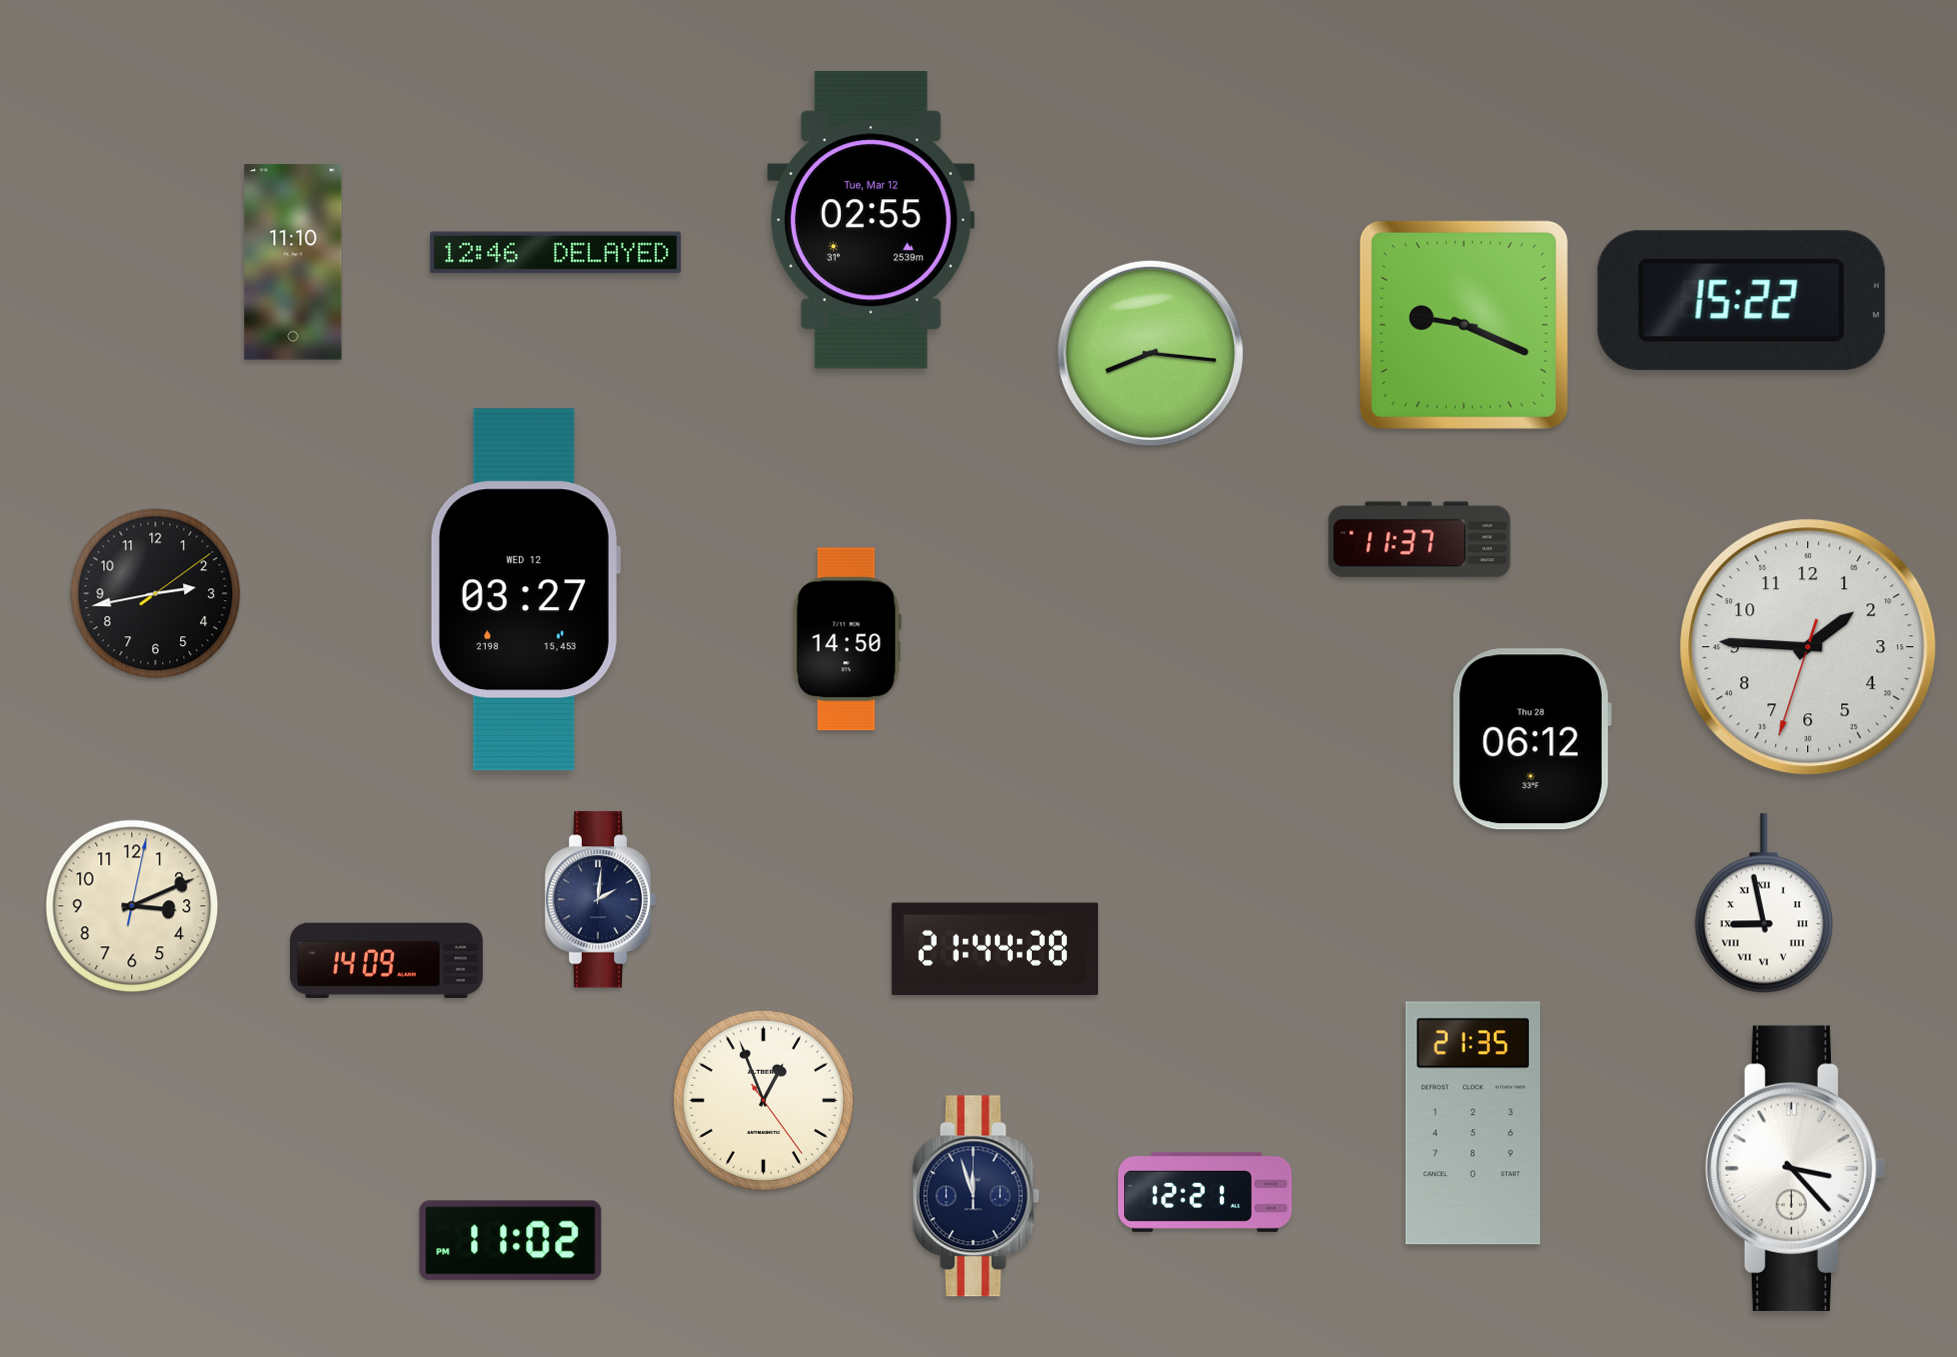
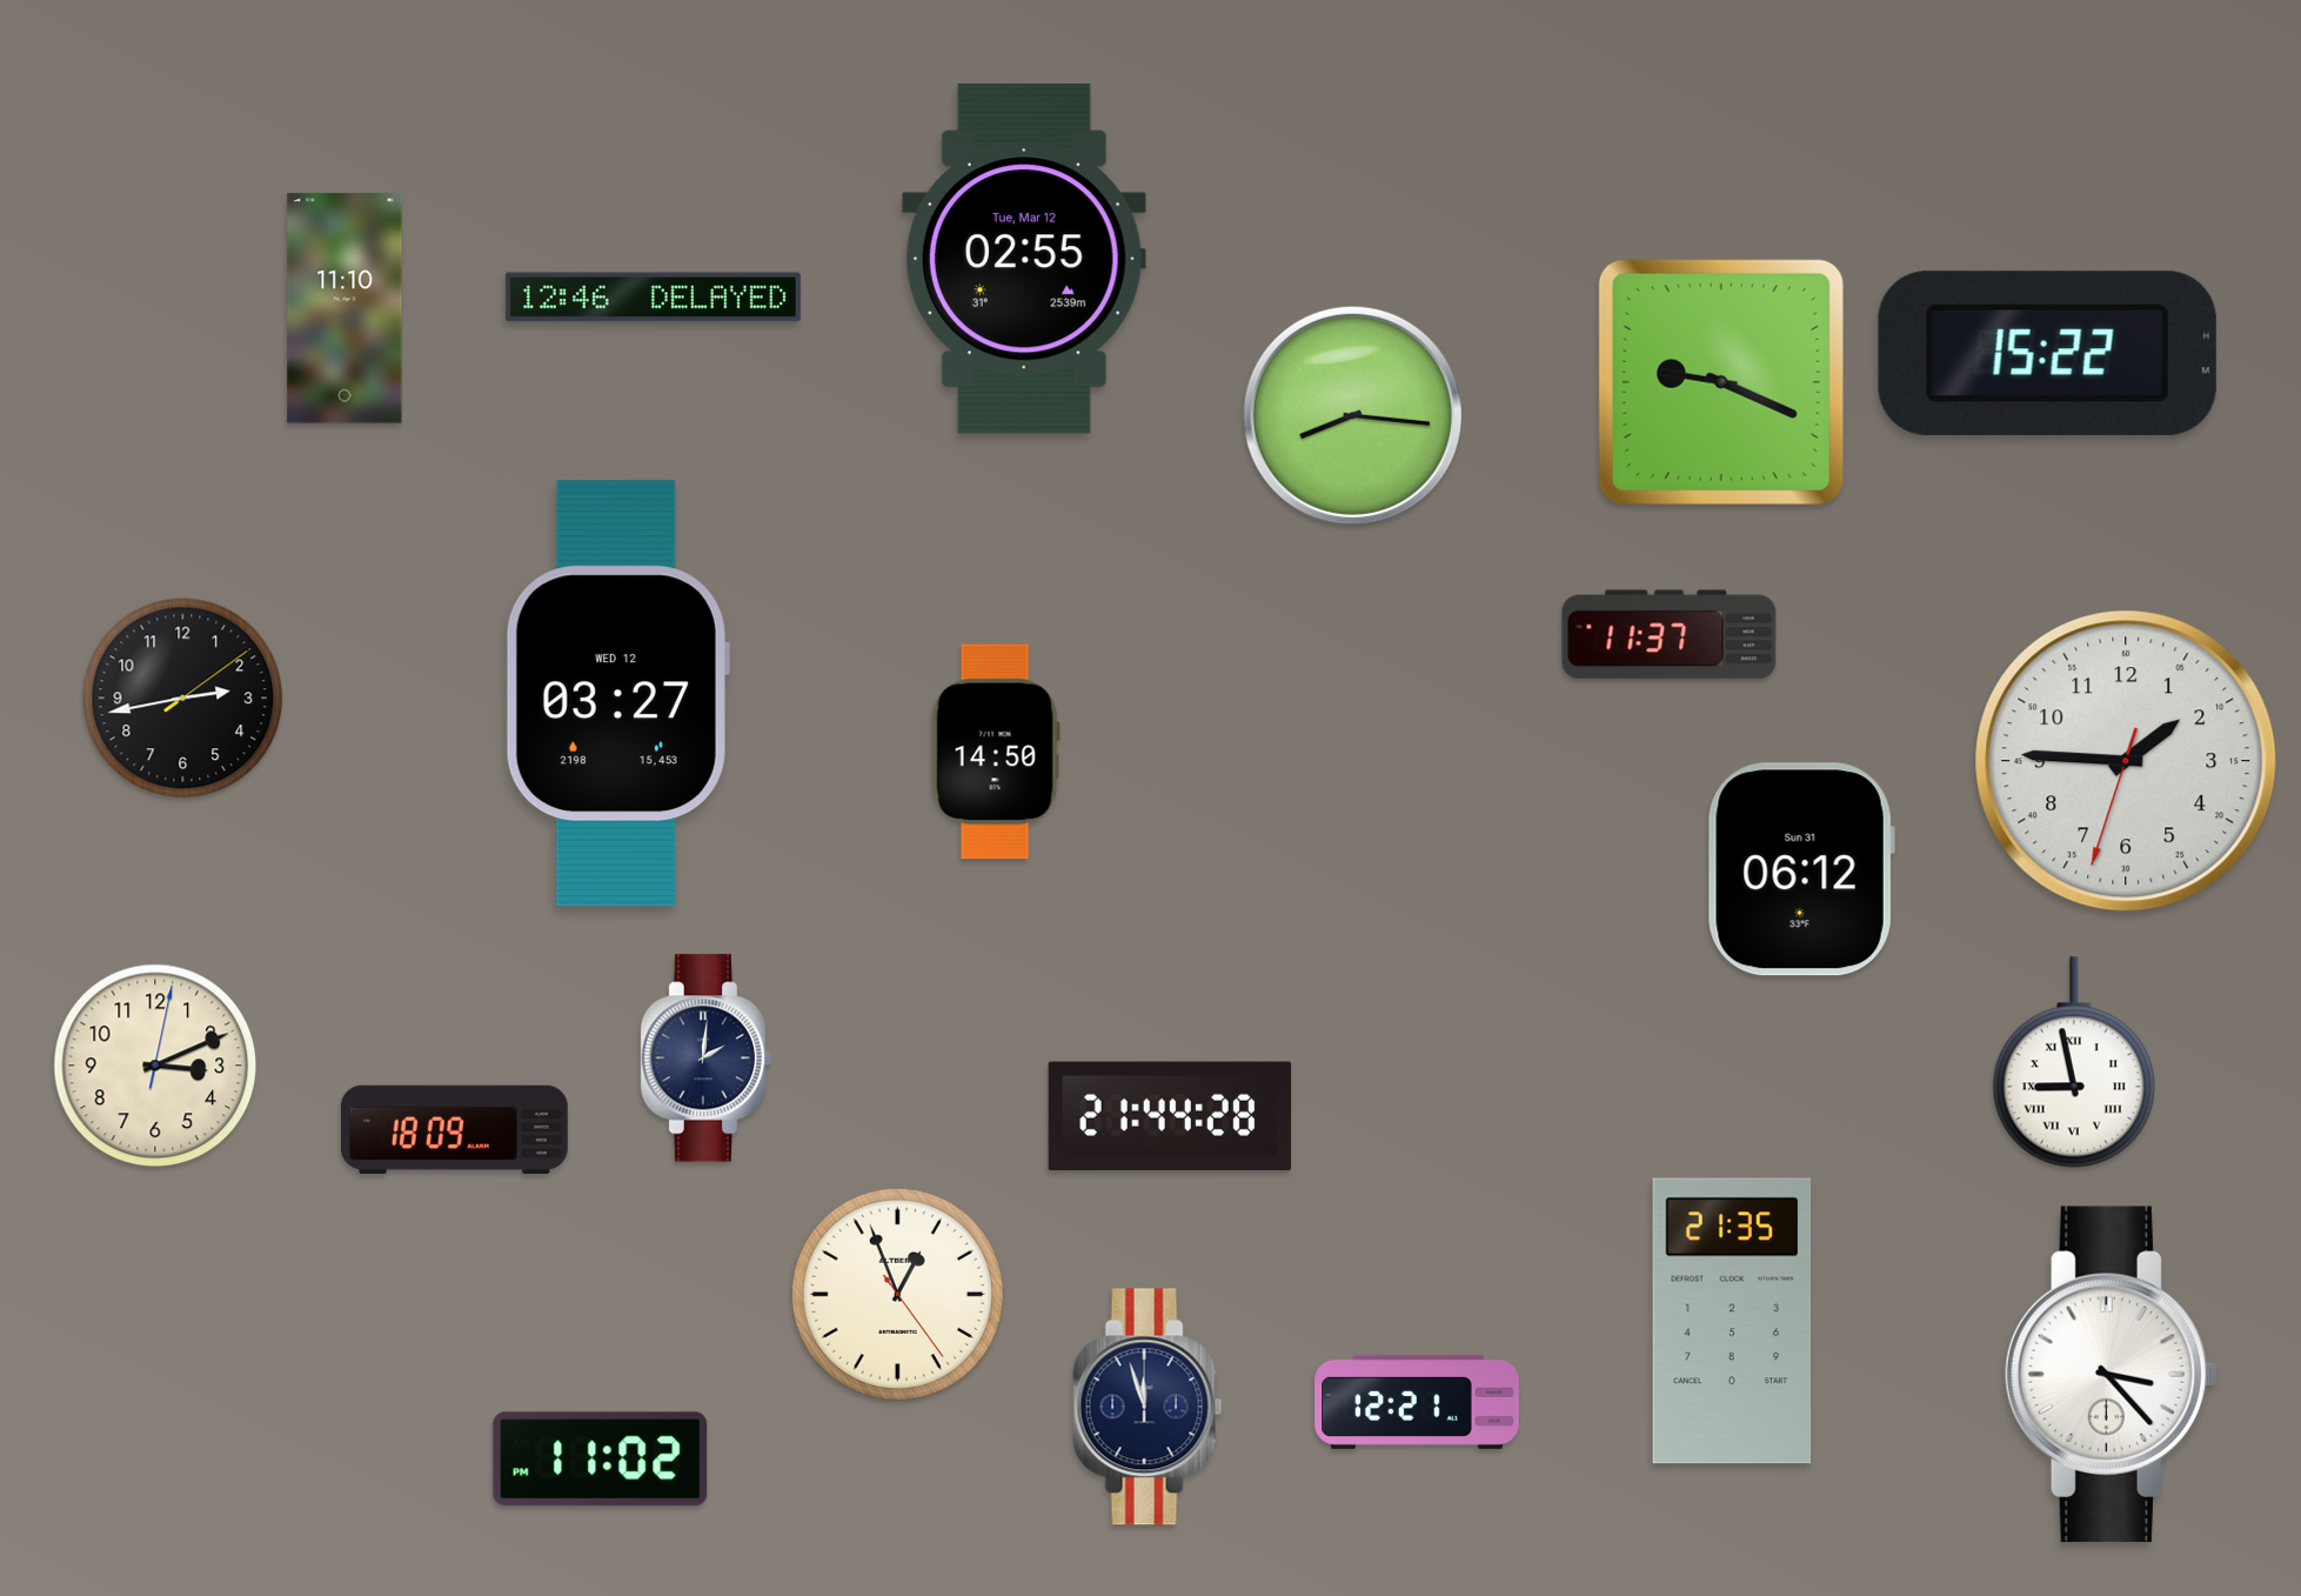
clock at (1532, 739) date: Thu 28 -> Sun 31
clock at (386, 960): 14:09 -> 18:09
